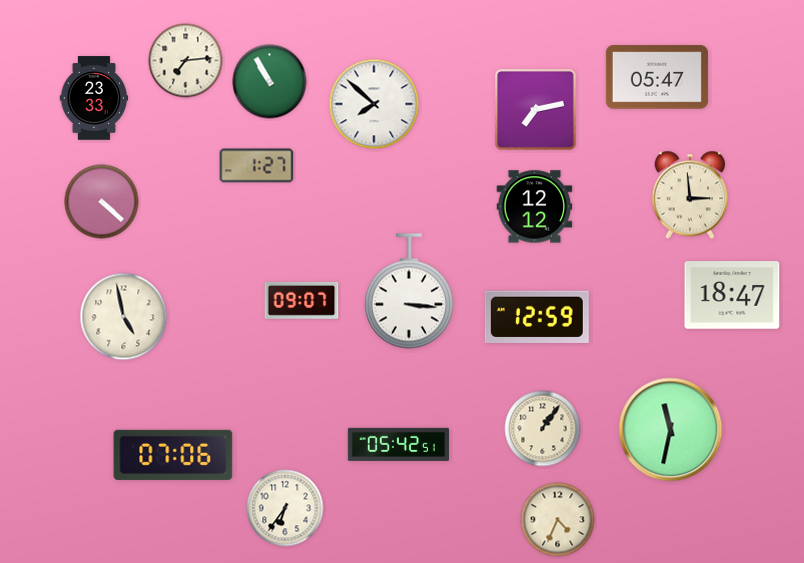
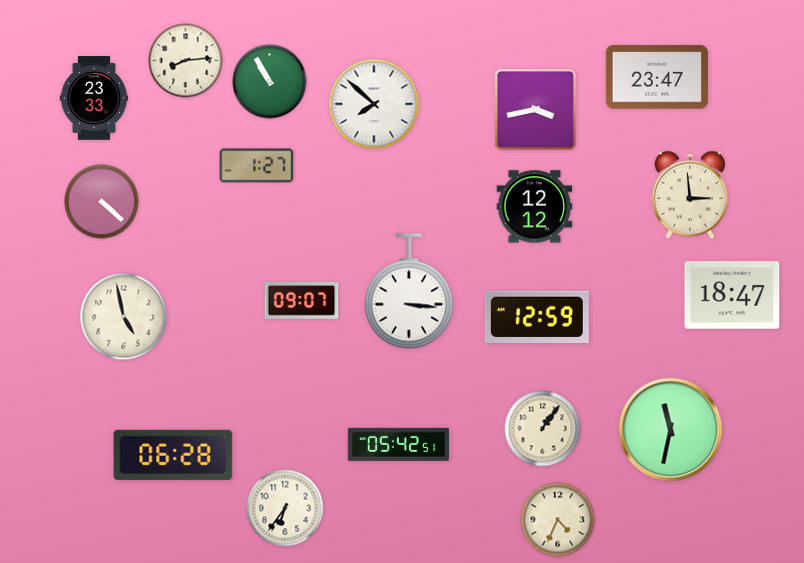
clock at (186, 61): 7:14 -> 8:14
clock at (657, 77): 05:47 -> 23:47
clock at (535, 109): 7:13 -> 3:43
clock at (173, 455): 07:06 -> 06:28
